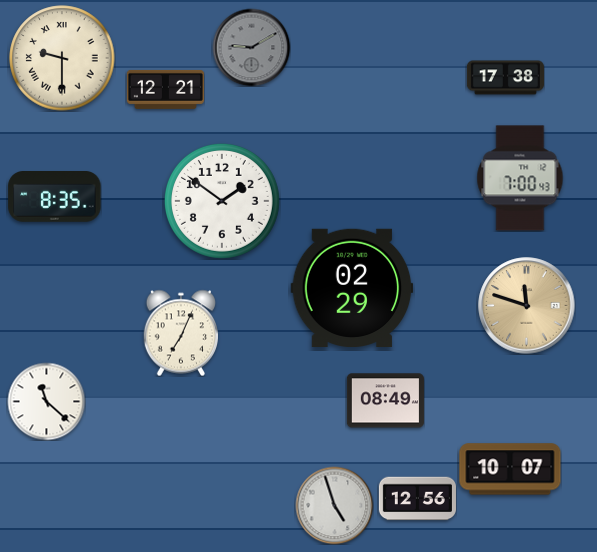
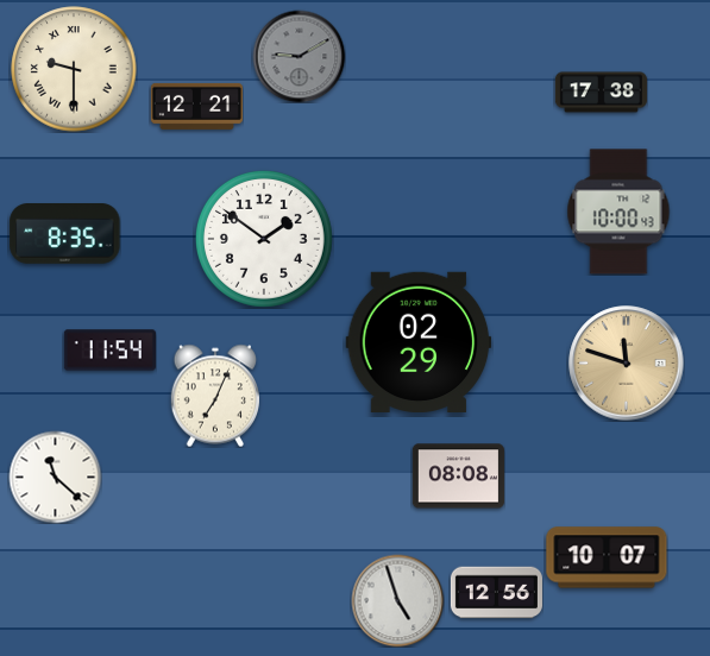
clock at (520, 178): 7:00 -> 10:00
clock at (109, 351): none -> 11:54
clock at (385, 401): 08:49 -> 08:08
